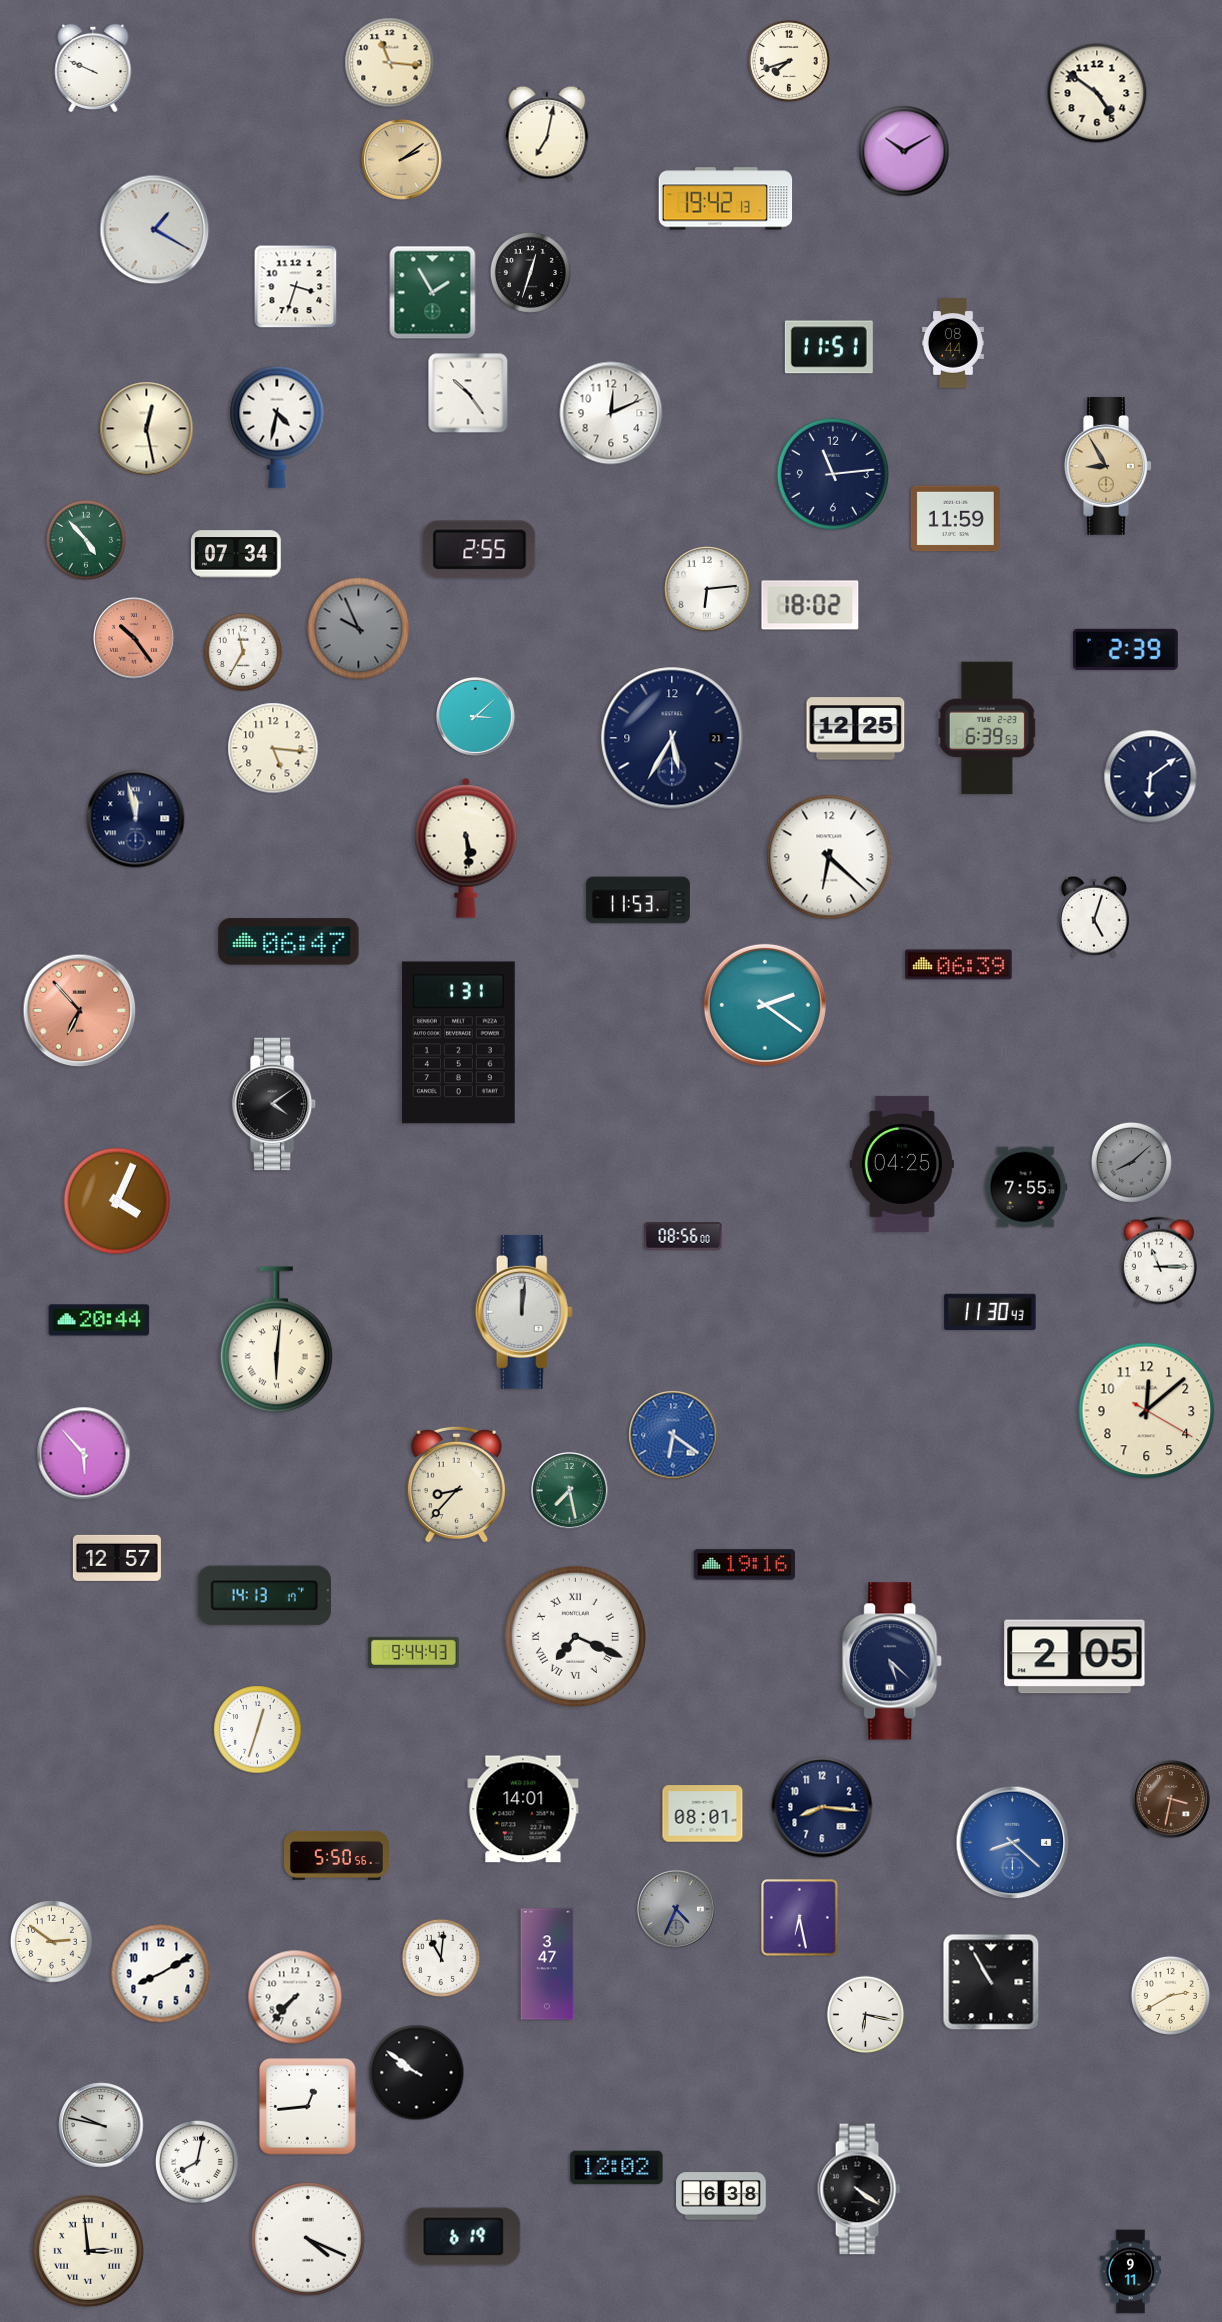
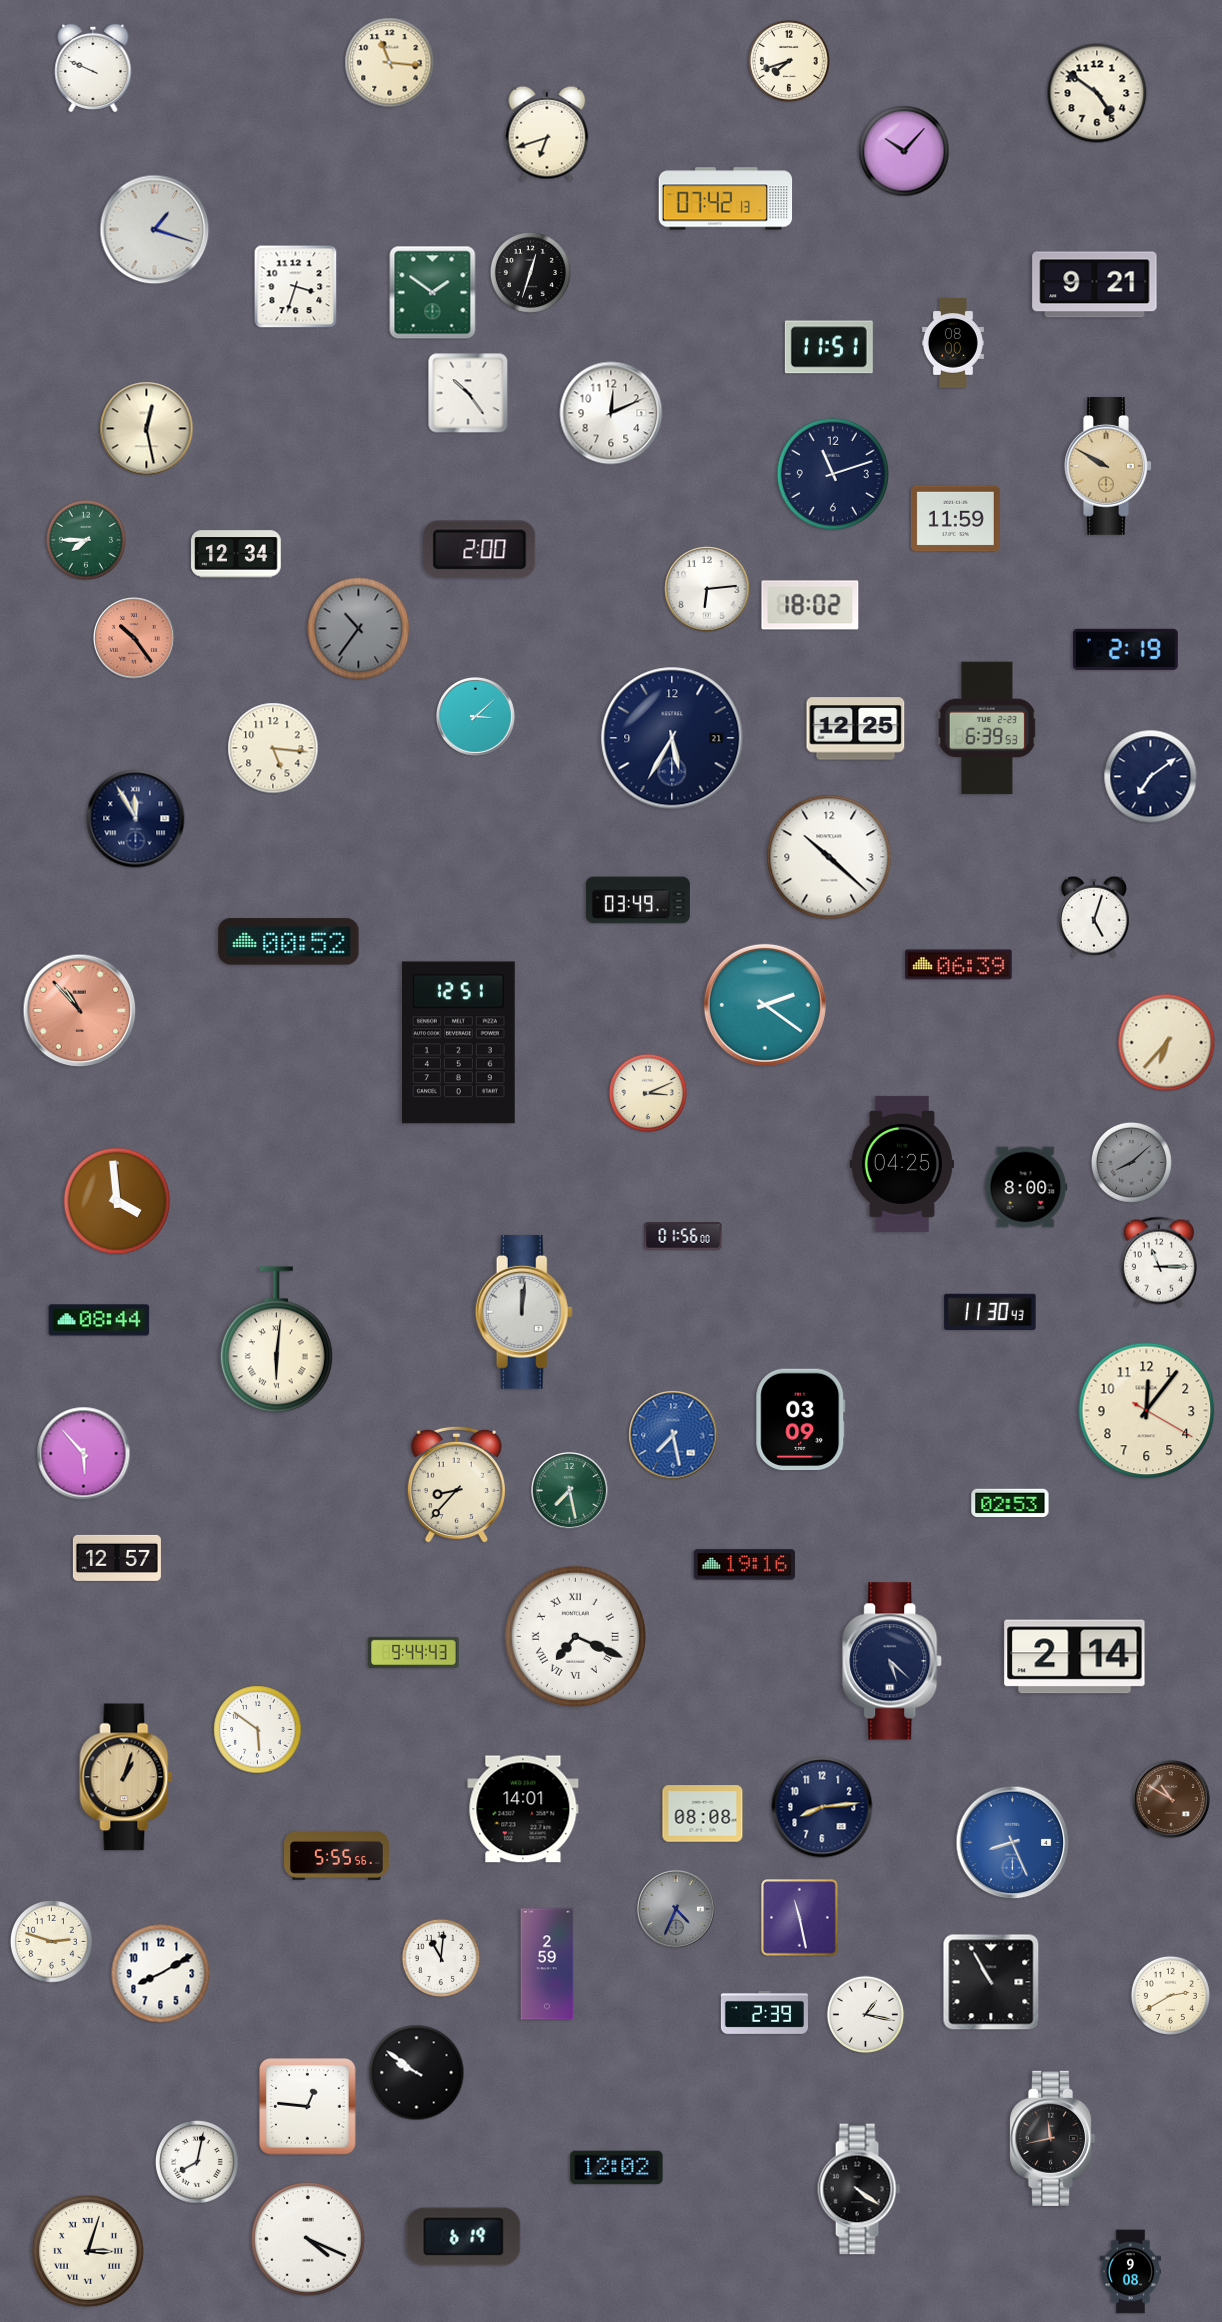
clock at (547, 134): 7:02 -> 6:42
clock at (904, 151): 10:10 -> 10:07
clock at (402, 160): 2:09 -> none
clock at (726, 199): 19:42 -> 07:42
clock at (155, 230): 1:20 -> 1:18
clock at (1095, 285): none -> 9:21
clock at (433, 293): 1:55 -> 1:51
clock at (953, 343): 08:44 -> 08:00
clock at (277, 427): 4:32 -> none
clock at (1108, 467): 8:55 -> 9:50
clock at (833, 474): 11:14 -> 11:12
clock at (86, 540): 4:53 -> 7:45
clock at (480, 550): 2:55 -> 2:00
clock at (236, 554): 07:34 -> 12:34
clock at (359, 629): 9:56 -> 10:36
clock at (1125, 649): 2:39 -> 2:19
clock at (242, 651): 11:35 -> none
clock at (1151, 777): 6:09 -> 7:09
clock at (136, 819): 11:58 -> 11:55
clock at (466, 848): 5:29 -> none
clock at (829, 857): 6:22 -> 10:22
clock at (638, 900): 11:53 -> 03:49
clock at (289, 942): 06:47 -> 00:52
clock at (80, 1011): 6:53 -> 10:53
clock at (458, 1043): 1:31 -> 12:51
clock at (1167, 1043): none -> 6:37
clock at (647, 1092): none -> 3:11
clock at (274, 1104): 4:09 -> none
clock at (1026, 1187): 7:55 -> 8:00
clock at (117, 1201): 4:04 -> 3:59
clock at (683, 1236): 08:56 -> 01:56
clock at (99, 1320): 20:44 -> 08:44
clock at (1147, 1411): 12:08 -> 12:06
clock at (801, 1420): none -> 03:09
clock at (673, 1435): 6:21 -> 7:28
clock at (1010, 1503): none -> 02:53
clock at (264, 1596): 14:13 -> none
clock at (1075, 1657): 2:05 -> 2:14
clock at (258, 1730): 12:33 -> 5:51
clock at (126, 1777): none -> 1:03
clock at (1171, 1799): 3:32 -> 10:50
clock at (822, 1807): 8:16 -> 8:14
clock at (703, 1814): 08:01 -> 08:08
clock at (1013, 1843): 8:22 -> 8:26
clock at (337, 1855): 5:50 -> 5:55
clock at (800, 1918): 6:28 -> 11:28
clock at (52, 1942): 2:51 -> 2:48
clock at (547, 1964): 3:47 -> 2:59
clock at (295, 1997): 7:37 -> none
clock at (764, 2012): none -> 2:39
clock at (865, 2014): 6:17 -> 1:17
clock at (308, 2107): 12:44 -> 12:46
clock at (101, 2125): 9:47 -> none
clock at (1053, 2138): none -> 11:43
clock at (721, 2196): 6:38 -> none
clock at (88, 2251): 2:59 -> 3:03
clock at (1131, 2272): 9:11 -> 9:08
